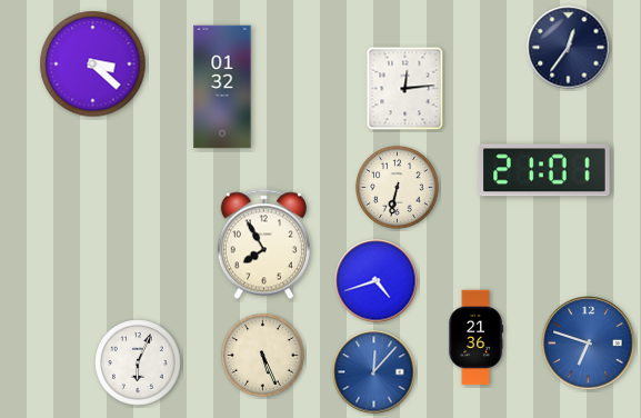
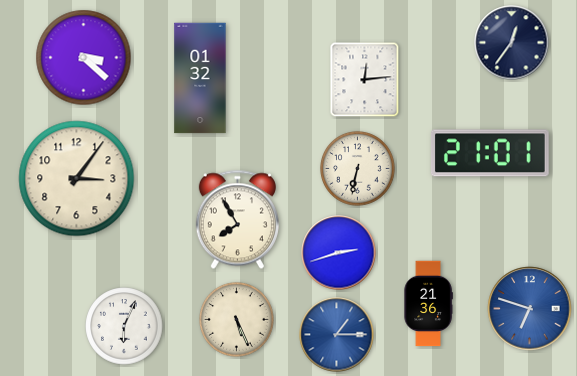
clock at (77, 179): none -> 3:06
clock at (377, 281): 4:42 -> 2:42
clock at (374, 372): 12:07 -> 1:15
